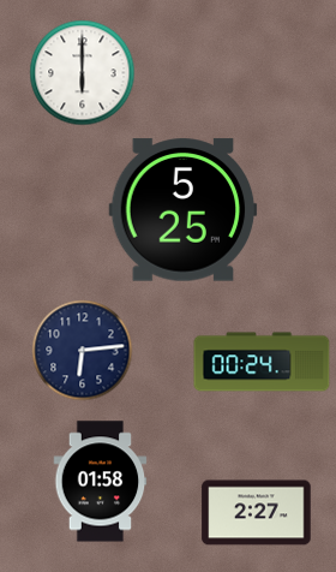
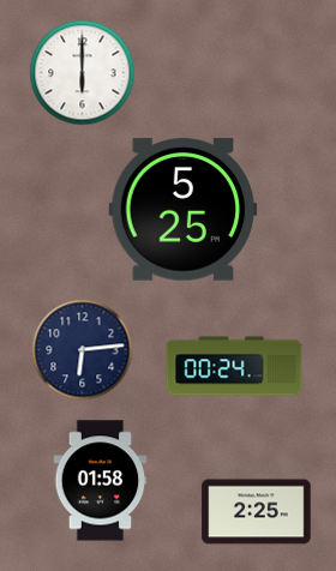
clock at (262, 362) position: (262, 362) -> (234, 366)
clock at (257, 513): 2:27 -> 2:25
